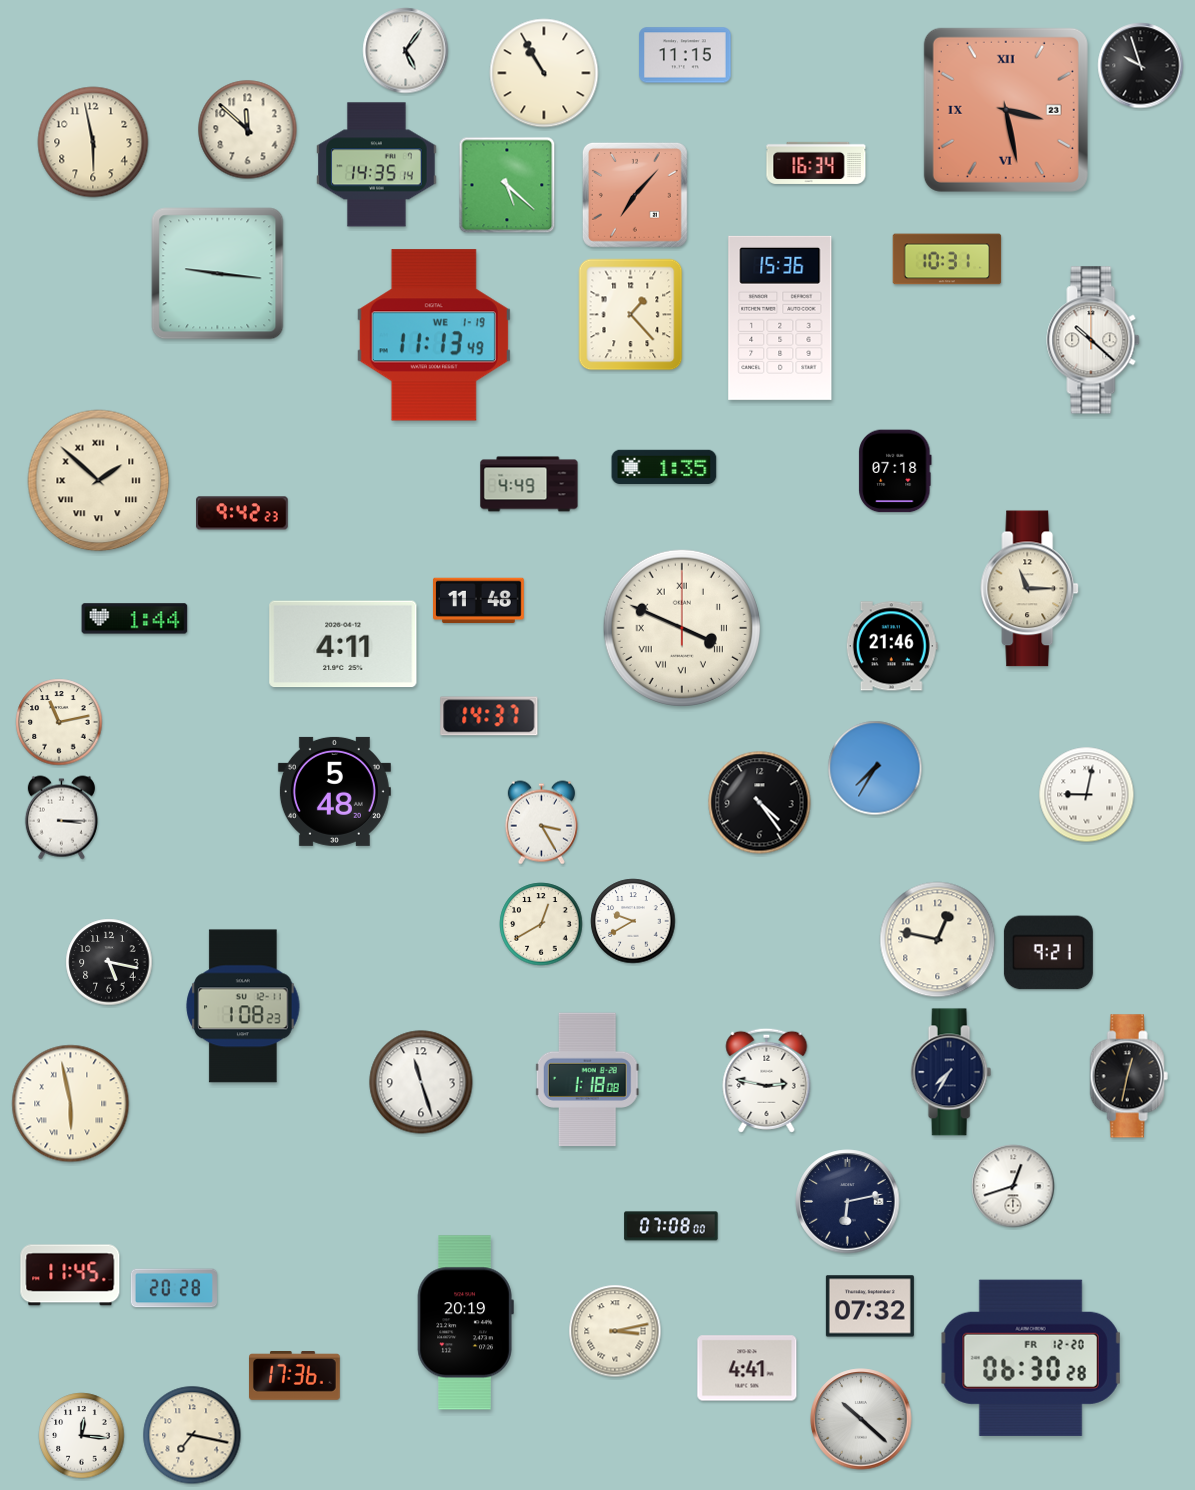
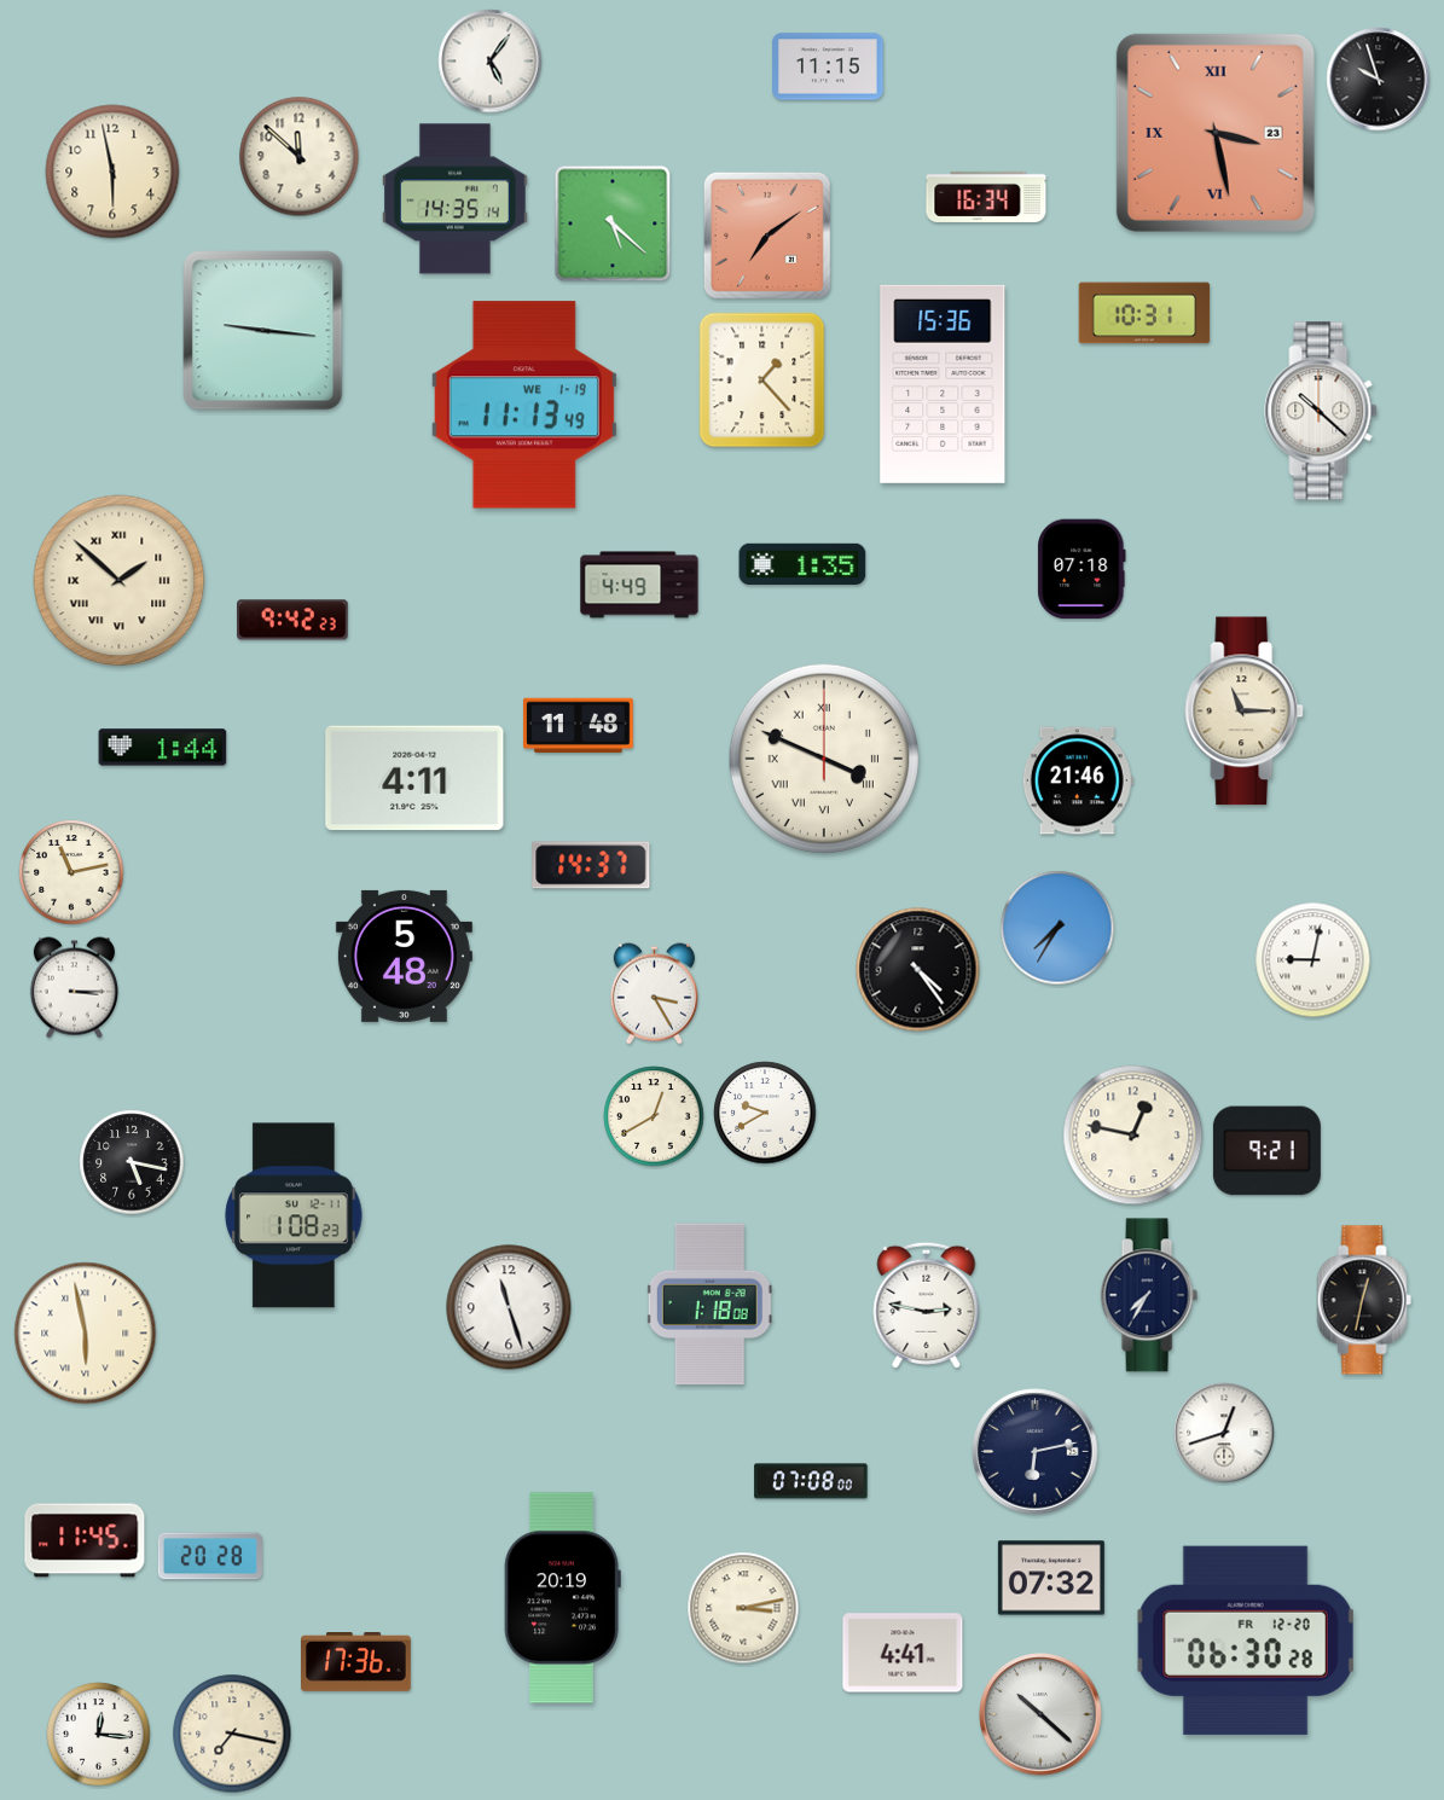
clock at (544, 73): 10:55 -> none
clock at (635, 195): 7:07 -> 7:09
clock at (848, 1202) position: (848, 1202) -> (1036, 1452)
